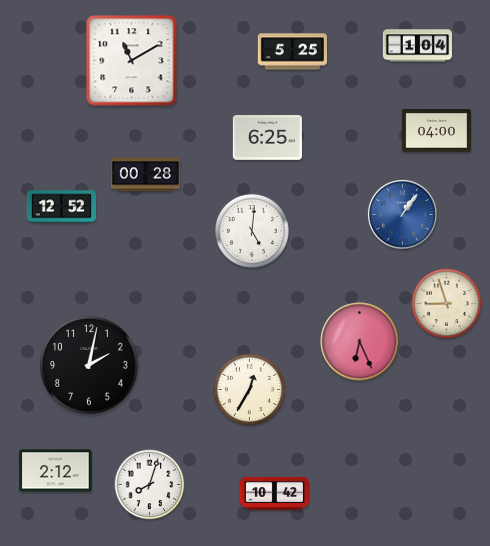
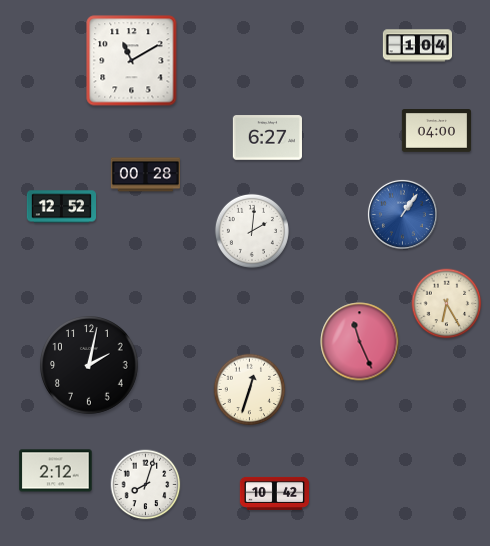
clock at (292, 52): 5:25 -> none
clock at (267, 138): 6:25 -> 6:27
clock at (252, 231): 5:01 -> 2:01
clock at (447, 304): 8:57 -> 6:25
clock at (360, 342): 6:26 -> 11:26
clock at (250, 390): 12:35 -> 12:33
clock at (150, 485) position: (150, 485) -> (146, 485)
